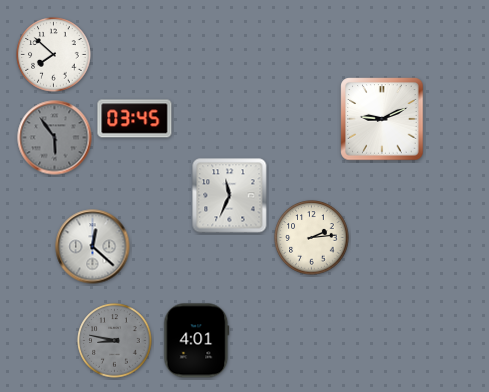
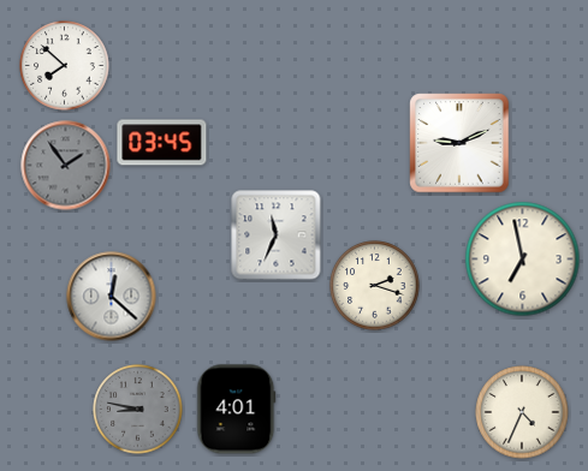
clock at (55, 138): 5:54 -> 1:54
clock at (523, 260): none -> 6:58
clock at (312, 238): 2:14 -> 2:18
clock at (522, 412): none -> 4:34
